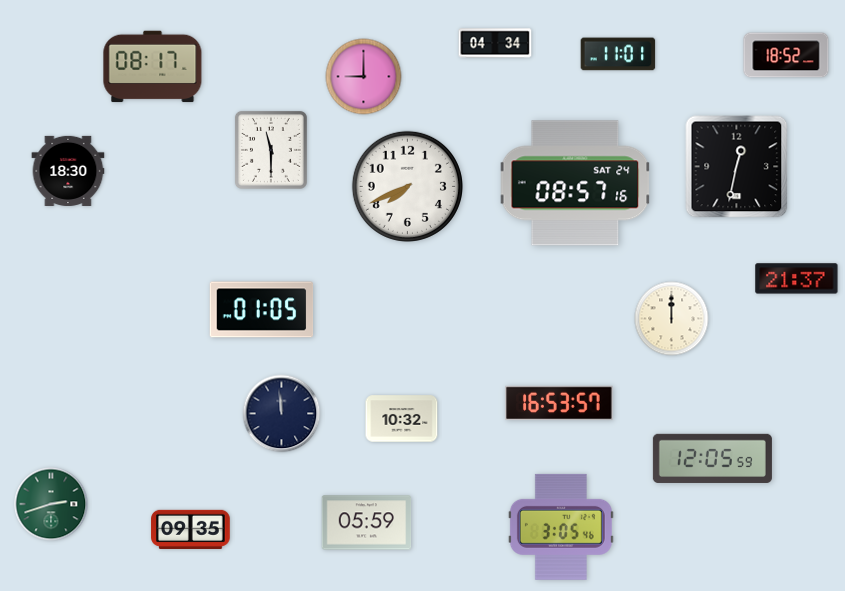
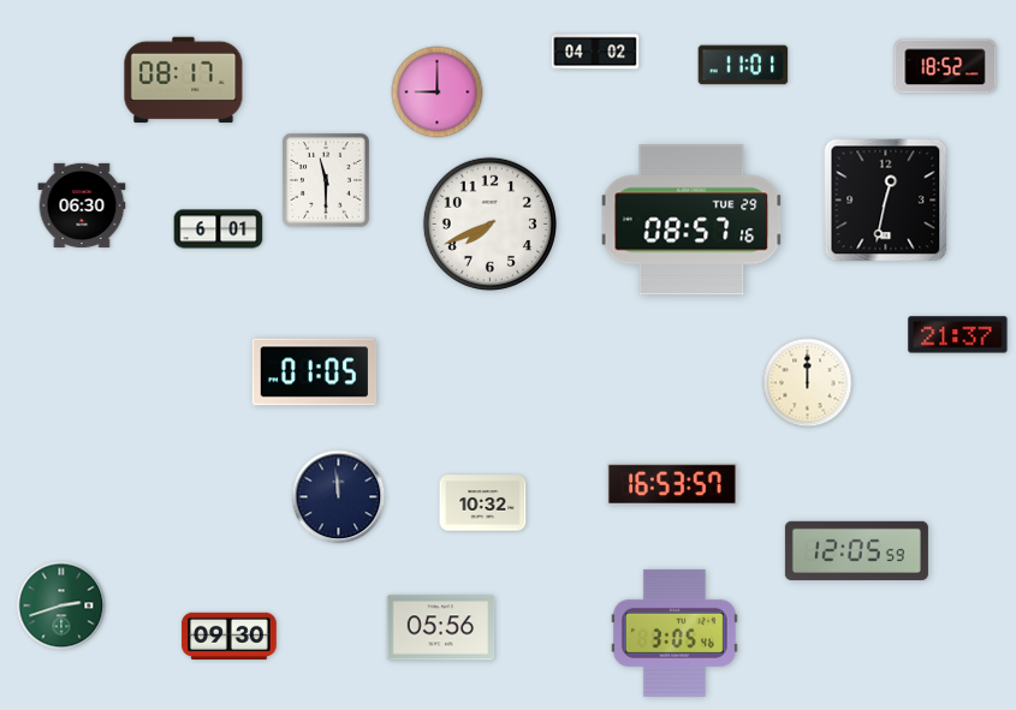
clock at (495, 43): 04:34 -> 04:02
clock at (68, 171): 18:30 -> 06:30
clock at (575, 183) date: SAT 24 -> TUE 29
clock at (219, 229): none -> 6:01
clock at (367, 523): 05:59 -> 05:56
clock at (191, 529): 09:35 -> 09:30
